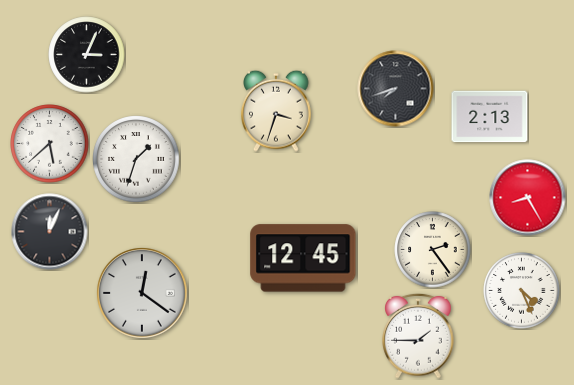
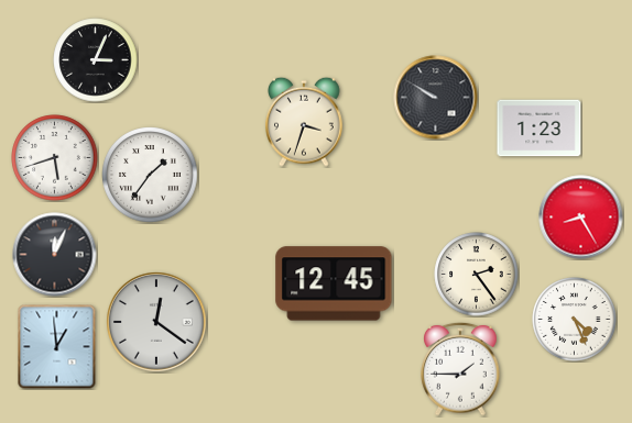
clock at (396, 89): 7:42 -> 9:50
clock at (490, 117): 2:13 -> 1:23
clock at (50, 144): 5:38 -> 5:42
clock at (136, 159): 1:33 -> 1:36
clock at (57, 347): none -> 12:59
